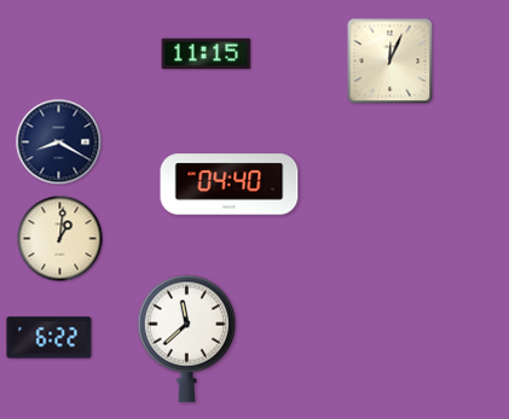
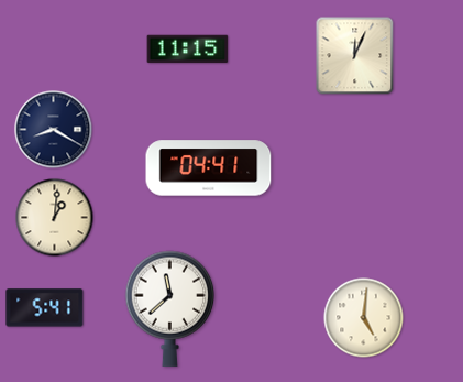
clock at (230, 185): 04:40 -> 04:41
clock at (50, 338): 6:22 -> 5:41
clock at (364, 318): none -> 5:01
